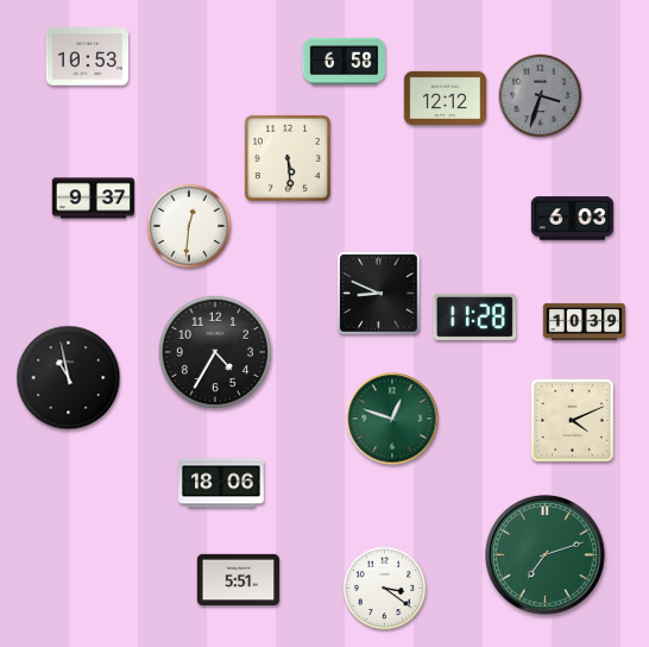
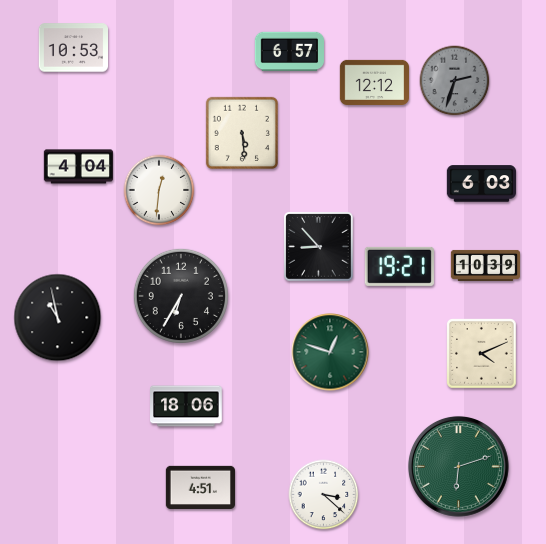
clock at (345, 62): 6:58 -> 6:57
clock at (541, 96): 3:33 -> 2:33
clock at (94, 199): 9:37 -> 4:04
clock at (379, 294): 8:49 -> 8:53
clock at (474, 316): 11:28 -> 19:21
clock at (585, 321) position: (585, 321) -> (486, 265)
clock at (215, 352): 4:35 -> 6:35
clock at (544, 554): 7:12 -> 6:12
clock at (239, 580): 5:51 -> 4:51
clock at (385, 589): 3:21 -> 3:22
